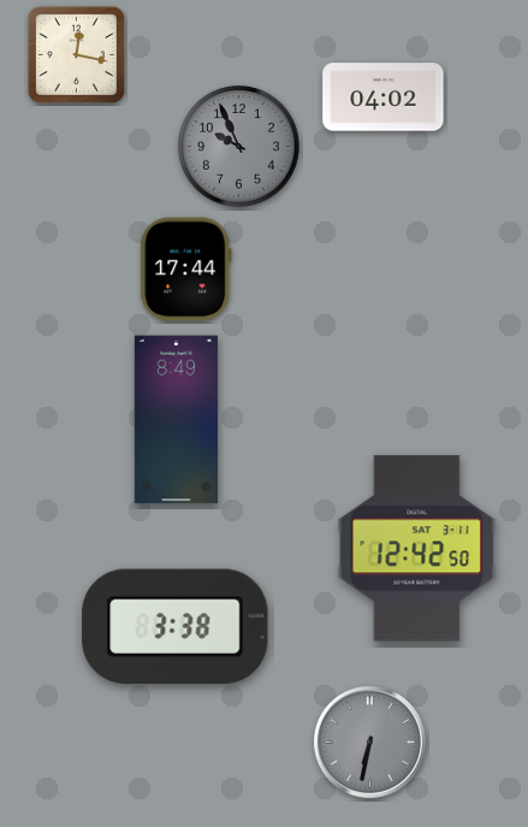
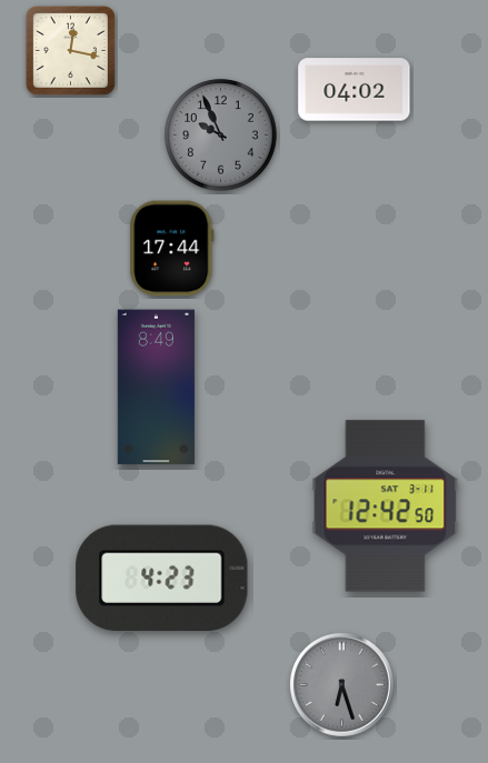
clock at (176, 420) position: (176, 420) -> (156, 388)
clock at (176, 626): 3:38 -> 4:23
clock at (369, 742): 6:32 -> 6:27
